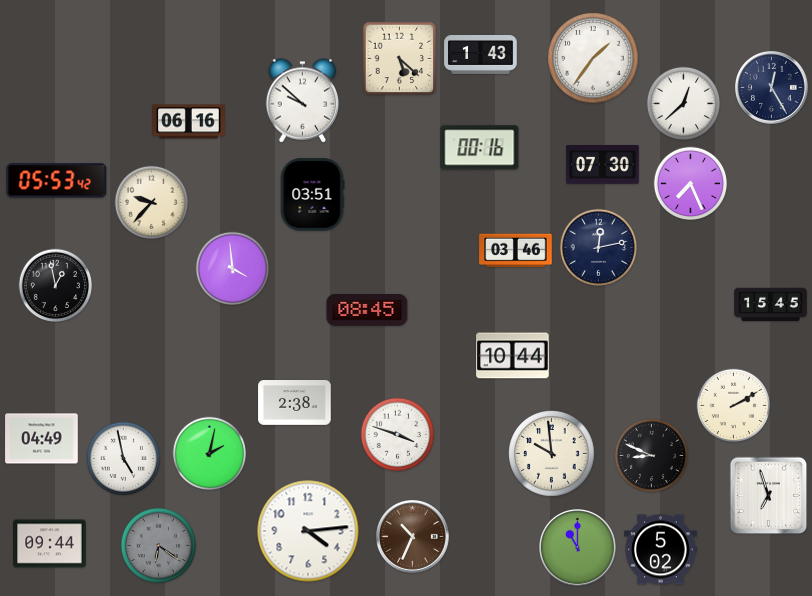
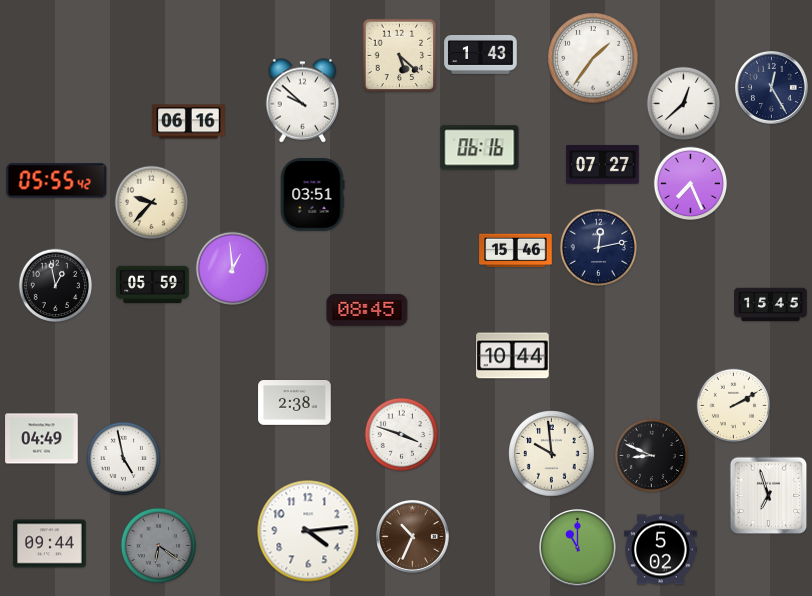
clock at (400, 59) position: (400, 59) -> (400, 56)
clock at (480, 148): 00:16 -> 06:16
clock at (603, 165): 07:30 -> 07:27
clock at (57, 181): 05:53 -> 05:55
clock at (516, 251): 03:46 -> 15:46
clock at (233, 269): 3:59 -> 12:59
clock at (153, 285): none -> 05:59
clock at (398, 435) position: (398, 435) -> (402, 435)
clock at (210, 454): 2:02 -> none
